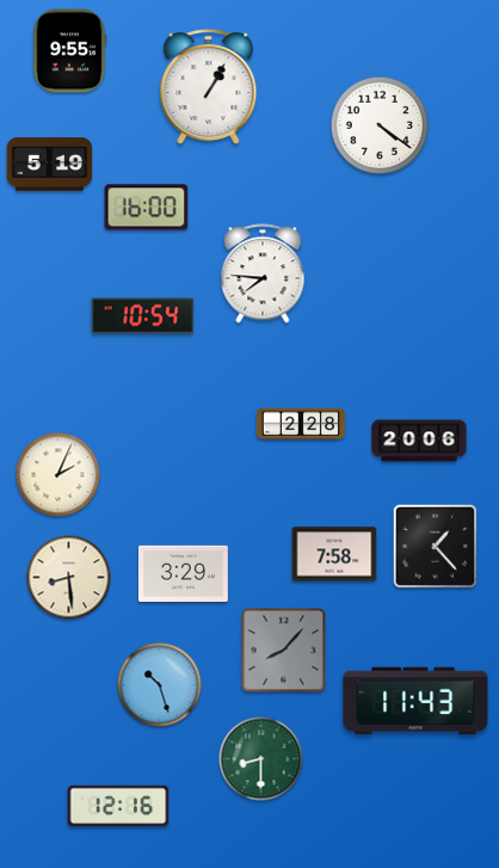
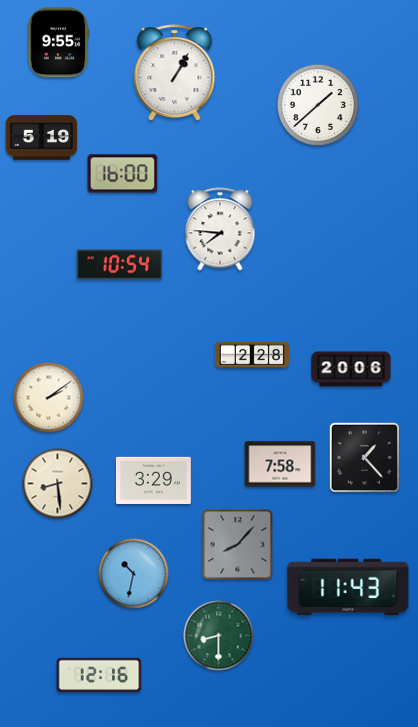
clock at (380, 125): 4:21 -> 1:38
clock at (58, 475): 2:04 -> 2:09
clock at (160, 685): 10:27 -> 10:32
